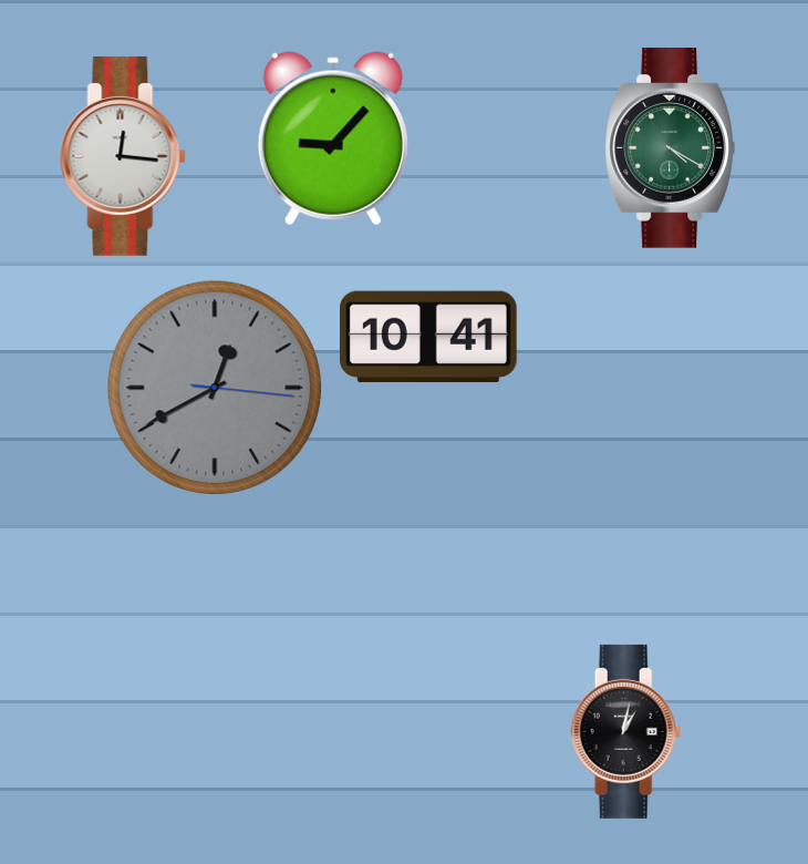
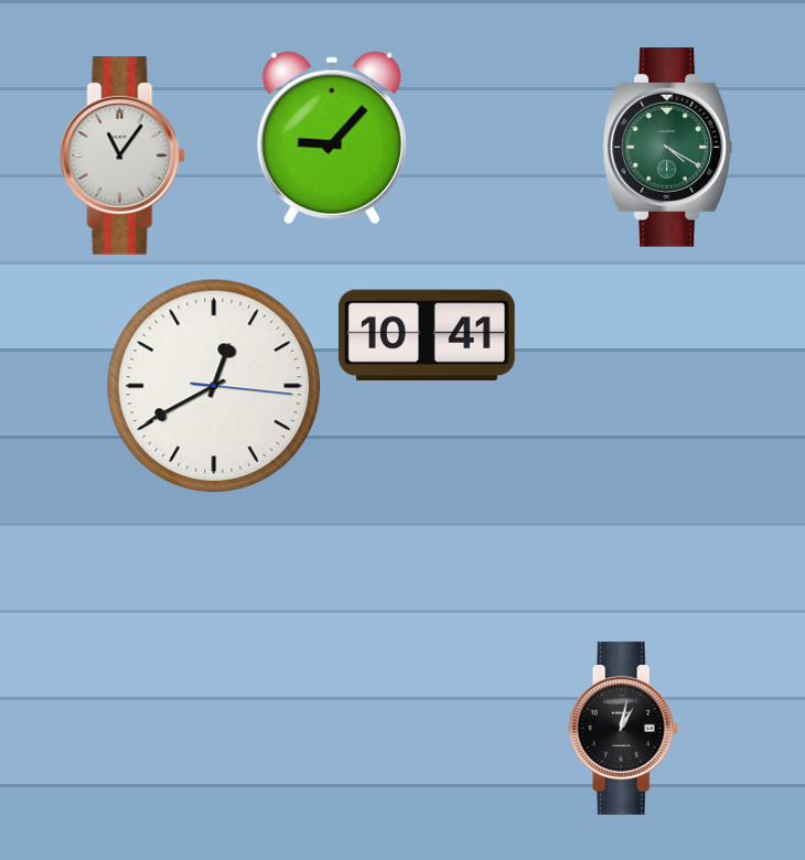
clock at (123, 156): 12:16 -> 11:06
clock at (215, 388) dial: grey -> white
